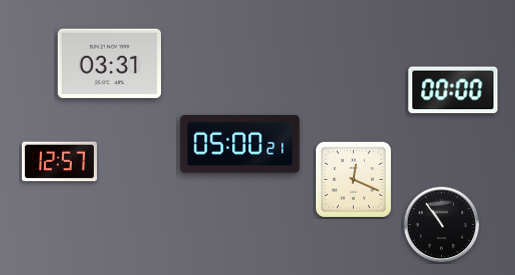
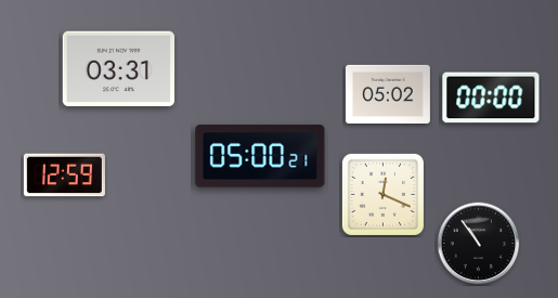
clock at (388, 94): none -> 05:02
clock at (59, 162): 12:57 -> 12:59
